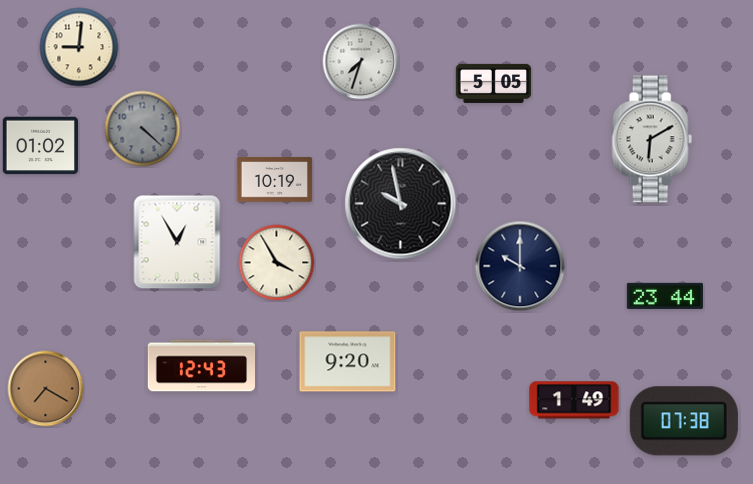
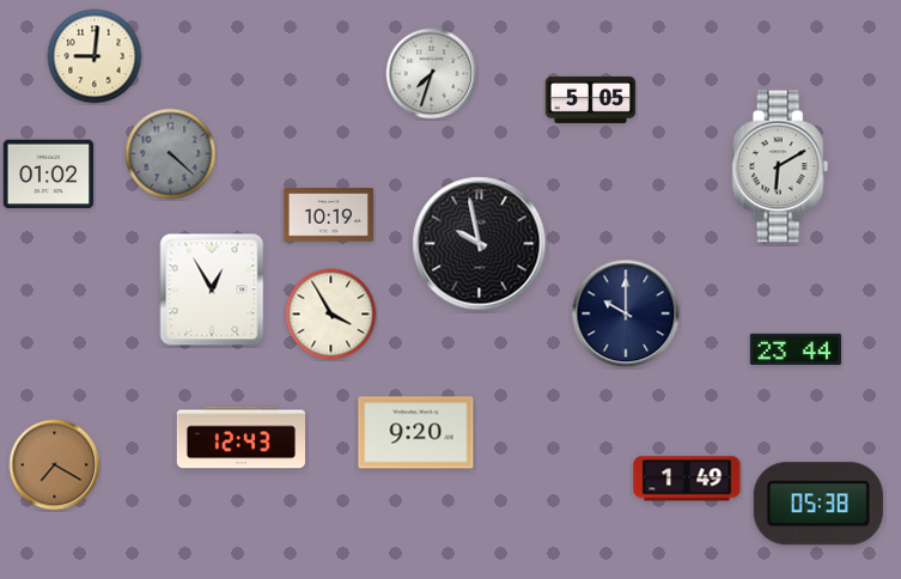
clock at (520, 266) position: (520, 266) -> (626, 313)
clock at (665, 296) position: (665, 296) -> (796, 349)
clock at (684, 421): 07:38 -> 05:38
